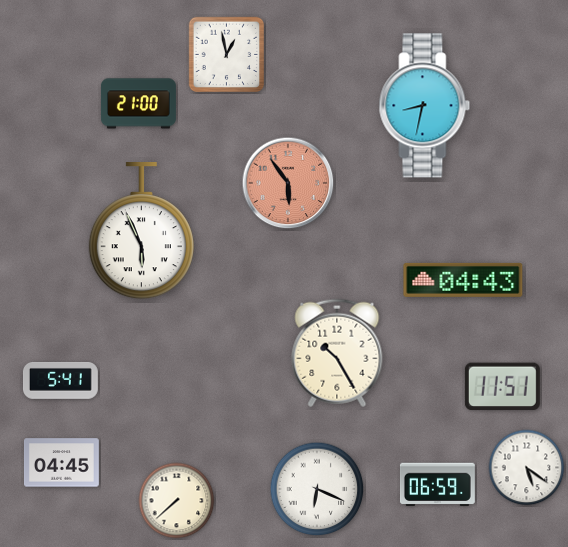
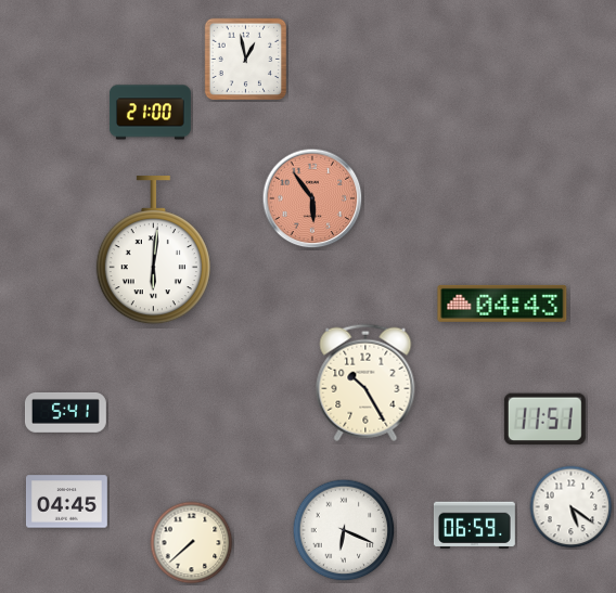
clock at (425, 106): 8:32 -> none
clock at (141, 231): 5:56 -> 6:01
